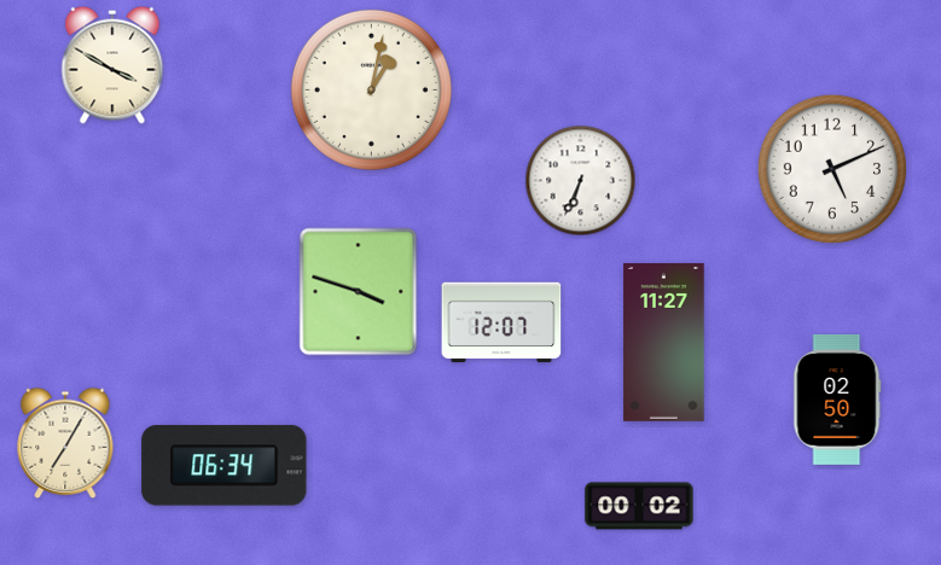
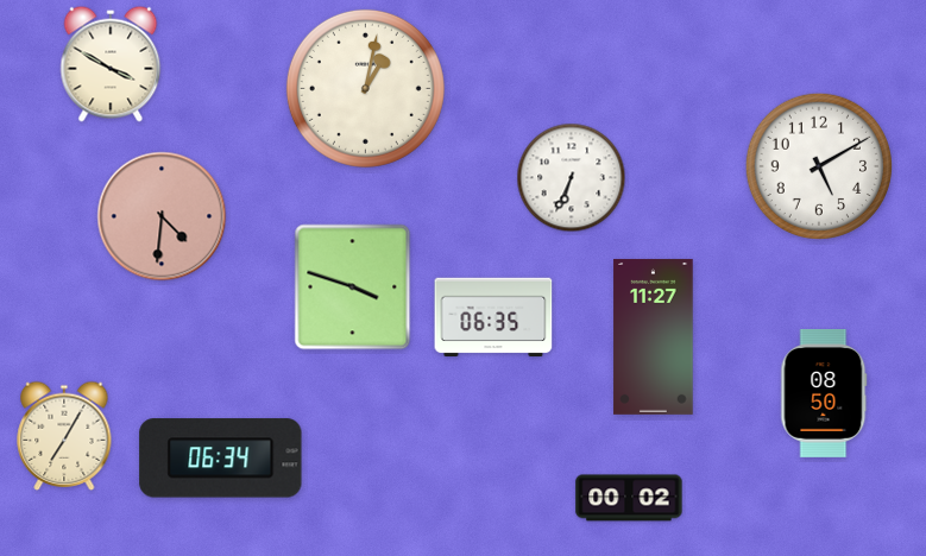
clock at (832, 169): 5:11 -> 5:10
clock at (162, 216): none -> 4:31
clock at (501, 322): 12:07 -> 06:35
clock at (837, 401): 02:50 -> 08:50
